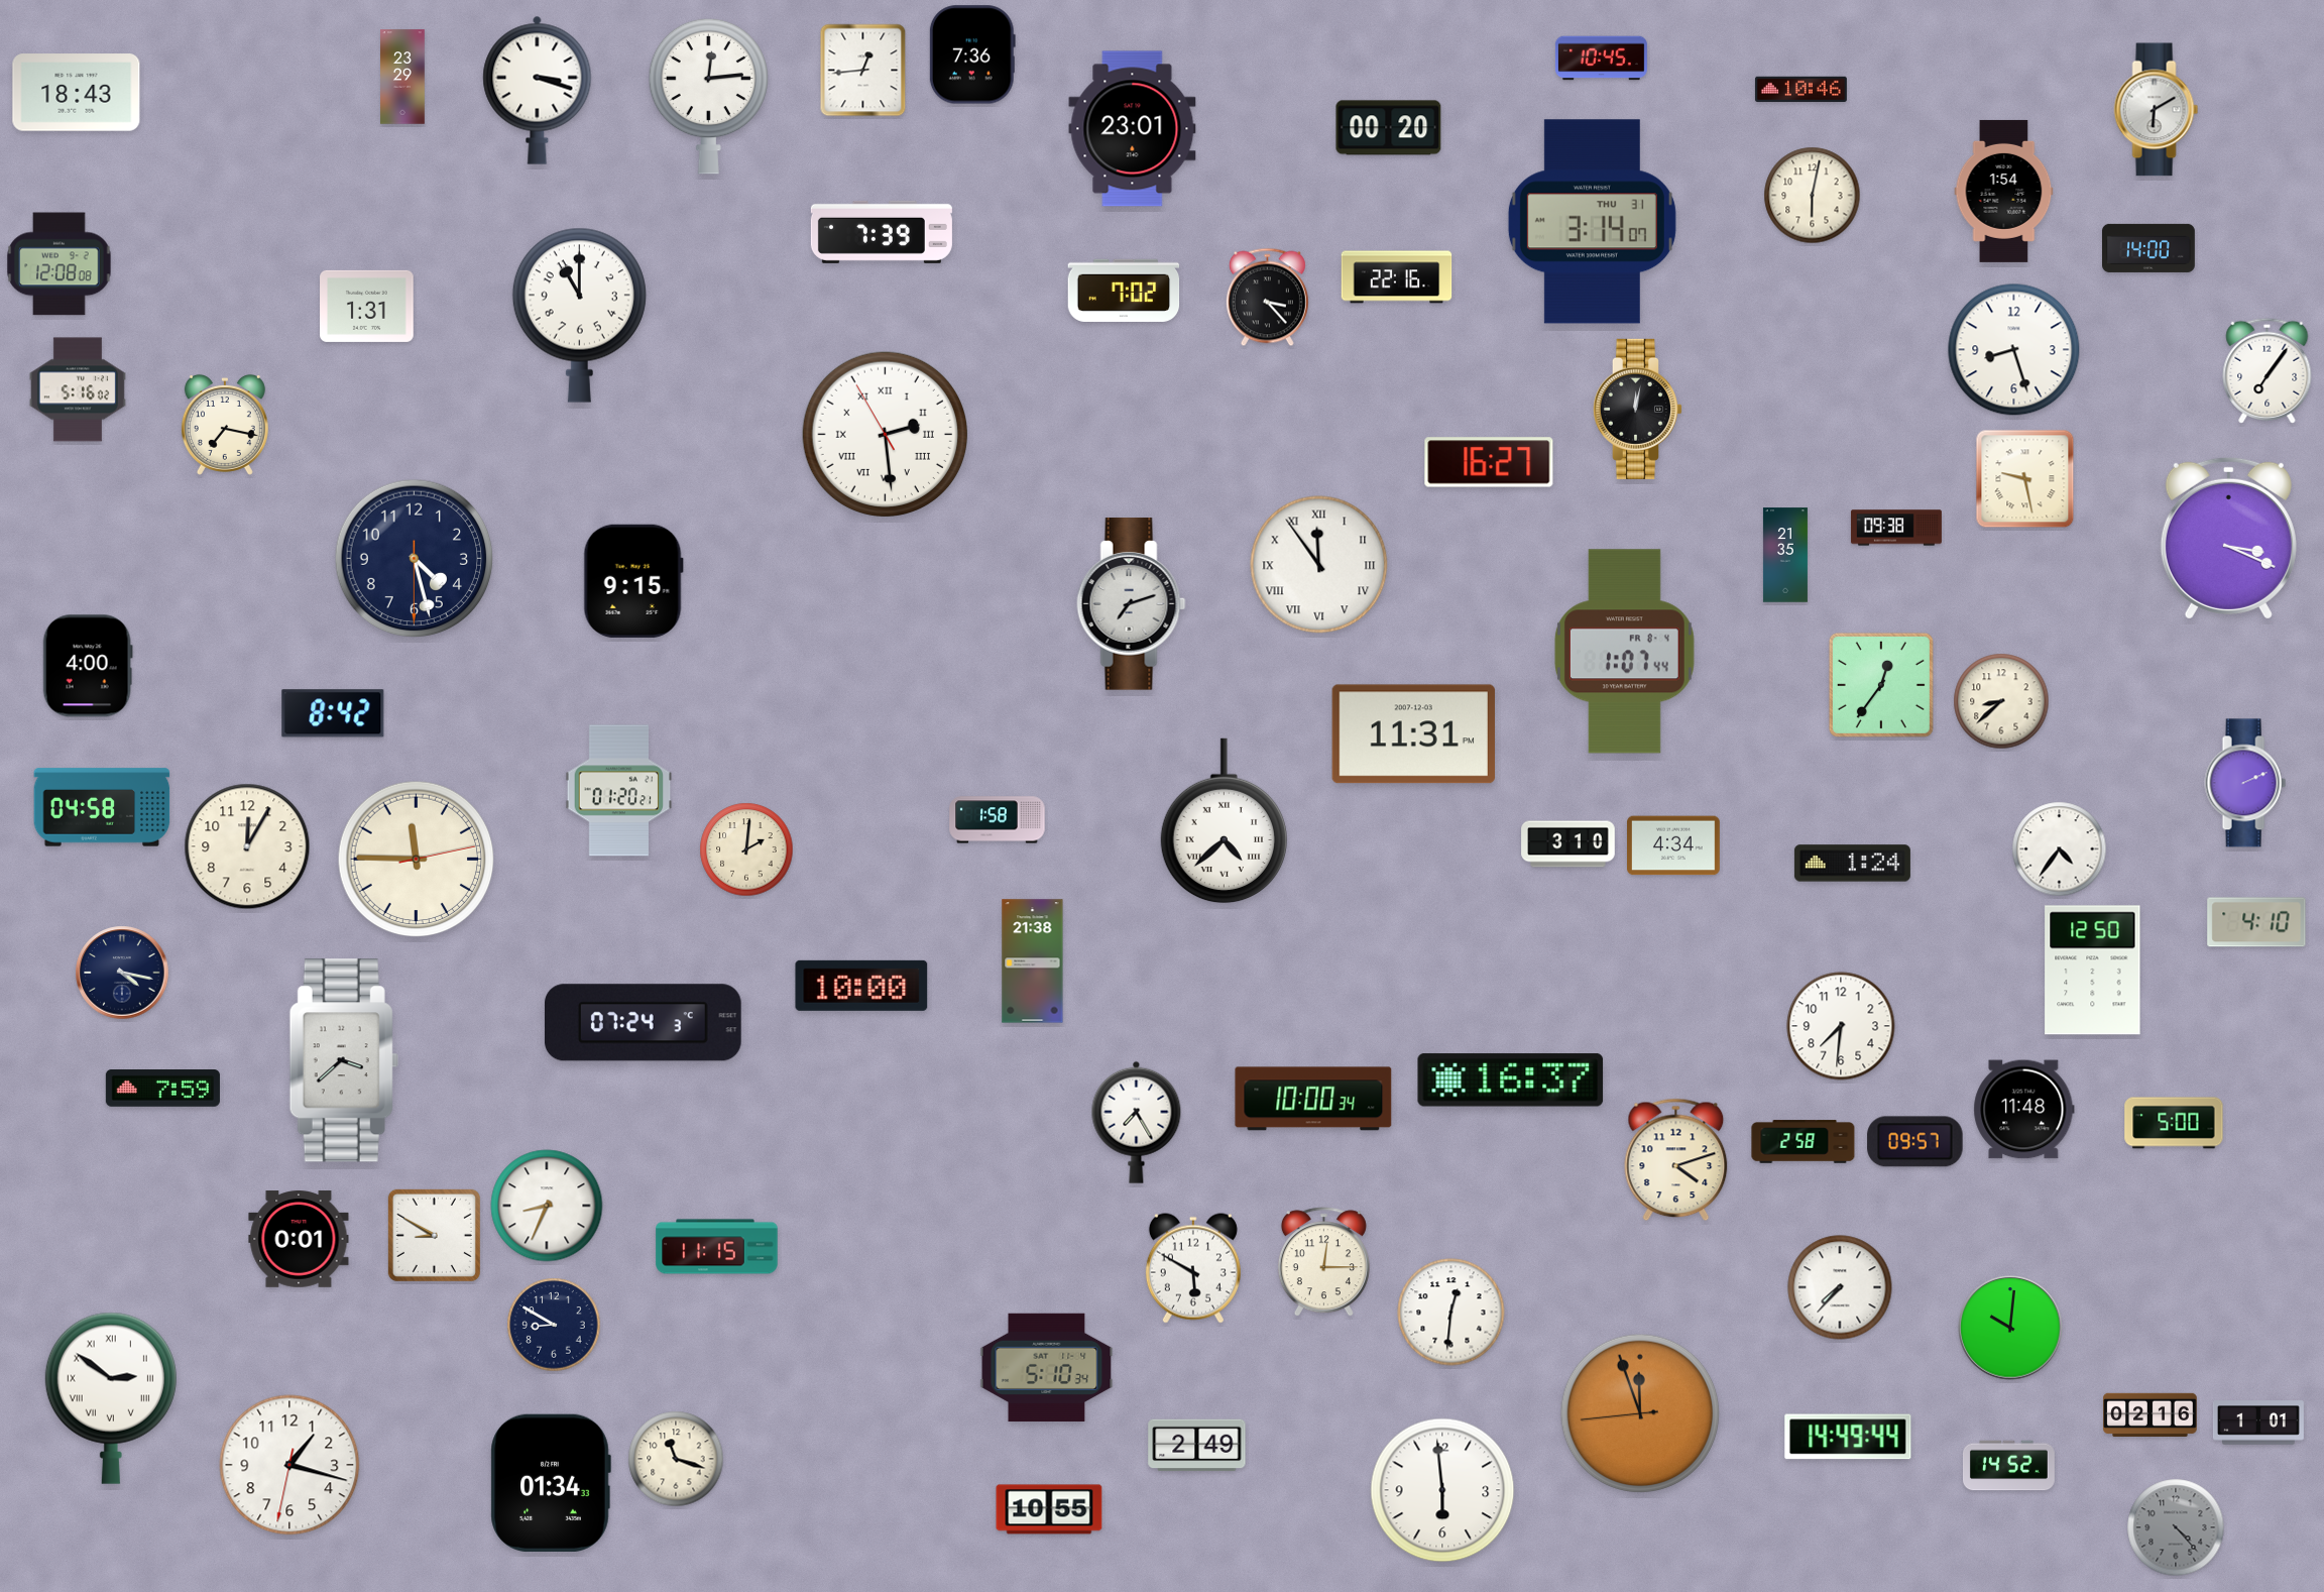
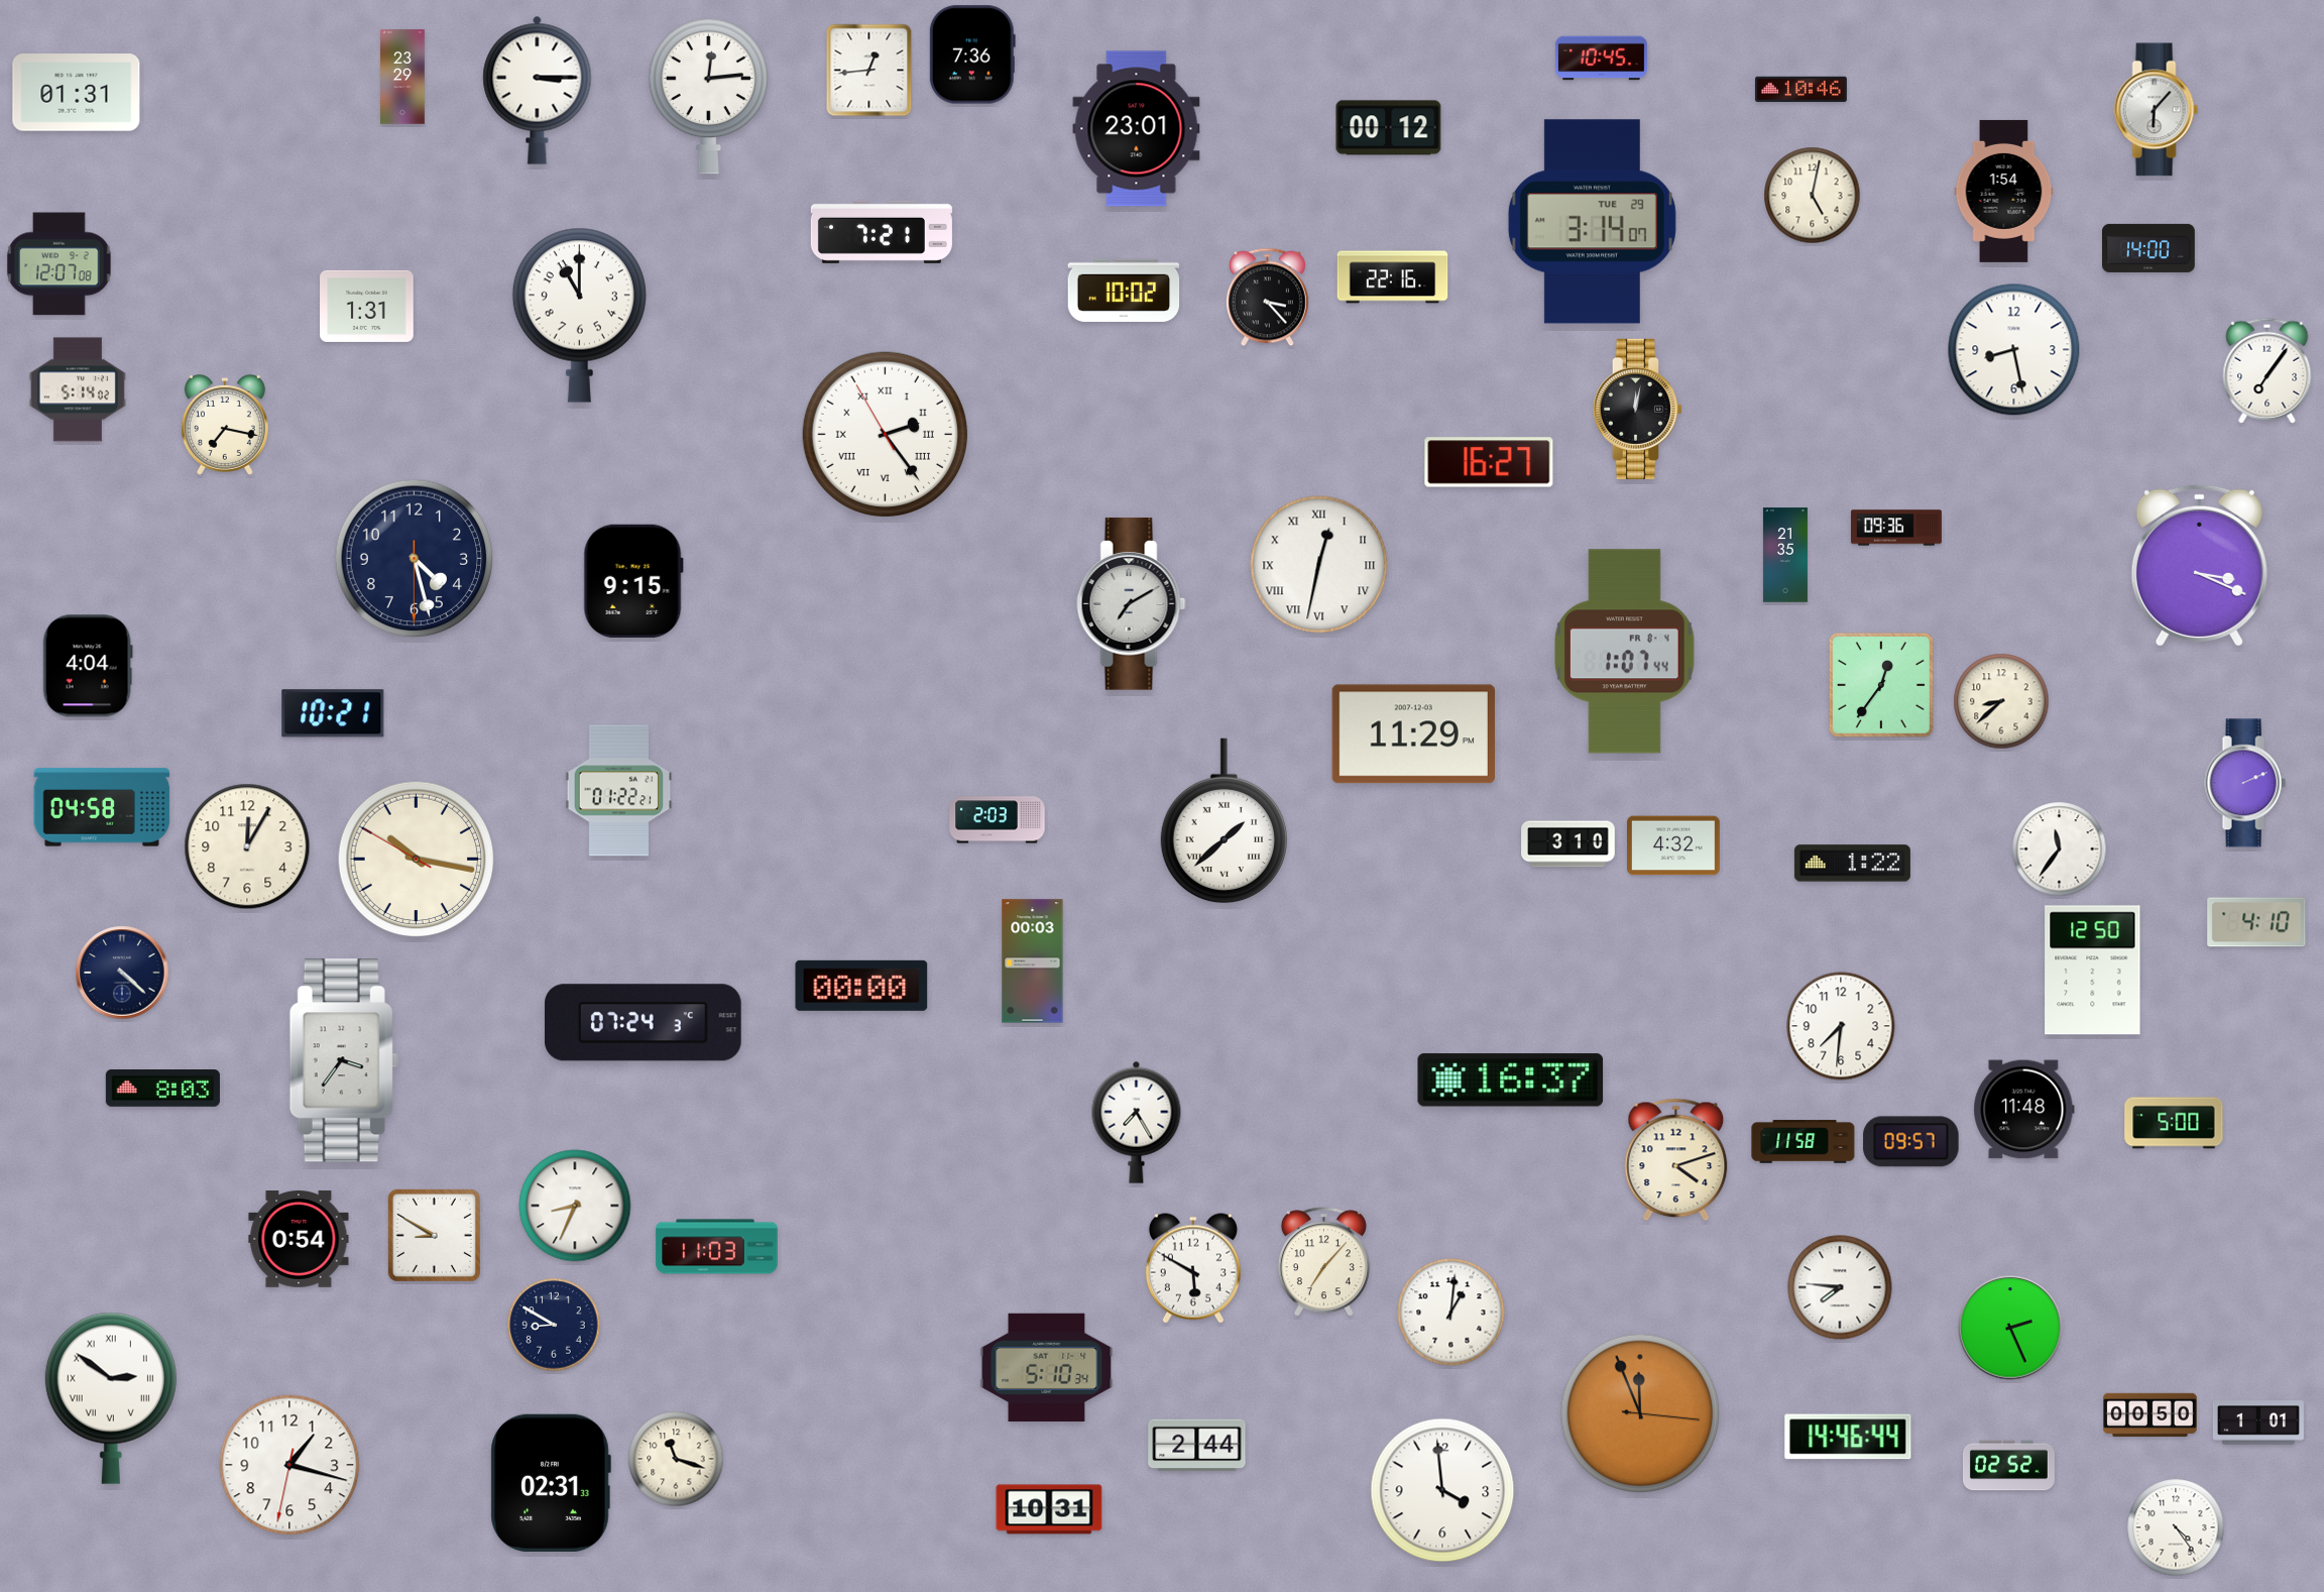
clock at (863, 71) position: (863, 71) -> (869, 71)
clock at (538, 90): 3:18 -> 3:15
clock at (77, 93): 18:43 -> 01:31
clock at (2157, 110): 6:10 -> 6:07
clock at (1389, 128): 00:20 -> 00:12
clock at (1133, 129) position: (1133, 129) -> (1137, 129)
clock at (1813, 196): 6:02 -> 5:02
clock at (1592, 222) date: THU 31 -> TUE 29
clock at (882, 232): 7:39 -> 7:21
clock at (60, 264): 12:08 -> 12:07
clock at (1397, 277) position: (1397, 277) -> (1393, 277)
clock at (1124, 291): 7:02 -> 10:02
clock at (2014, 350): 8:27 -> 8:28
clock at (78, 389): 5:16 -> 5:14
clock at (885, 434): 2:28 -> 2:23
clock at (2025, 479): 9:28 -> none
clock at (1896, 528): 09:38 -> 09:36
clock at (2228, 538) position: (2228, 538) -> (2199, 565)
clock at (1319, 565): 11:54 -> 12:32
clock at (1132, 604): 7:12 -> 7:10
clock at (88, 666): 4:00 -> 4:04
clock at (333, 713): 8:42 -> 10:21
clock at (1413, 734): 11:31 -> 11:29
clock at (619, 791): 01:20 -> 01:22
clock at (998, 820): 1:58 -> 2:03
clock at (1224, 821): 4:38 -> 1:38
clock at (1674, 845): 4:34 -> 4:32
clock at (746, 849): 2:01 -> none
clock at (2060, 849): 4:36 -> 11:36
clock at (417, 860): 11:45 -> 10:16
clock at (1852, 864): 1:24 -> 1:22
clock at (1033, 961): 21:38 -> 00:03
clock at (122, 973): 4:17 -> 4:22
clock at (861, 986): 10:00 -> 00:00
clock at (344, 1060): 3:38 -> 3:36
clock at (162, 1089): 7:59 -> 8:03
clock at (1313, 1099): 10:00 -> none
clock at (1804, 1142): 2:58 -> 11:58
clock at (1915, 1142) position: (1915, 1142) -> (1911, 1142)
clock at (547, 1206) position: (547, 1206) -> (575, 1206)
clock at (299, 1239): 0:01 -> 0:54
clock at (717, 1247): 11:15 -> 11:03
clock at (1323, 1262): 12:15 -> 7:07
clock at (1840, 1287): 7:37 -> 7:46
clock at (1451, 1313): 12:31 -> 1:01
clock at (2010, 1328): 10:01 -> 2:26
clock at (1640, 1413): 11:56:44 -> 11:56:16
clock at (2151, 1414): 02:16 -> 00:50
clock at (1848, 1437): 14:49 -> 14:46
clock at (1197, 1446): 2:49 -> 2:44
clock at (2008, 1466): 14:52 -> 02:52
clock at (551, 1483): 01:34 -> 02:31
clock at (1442, 1490): 5:59 -> 3:59
clock at (1049, 1509): 10:55 -> 10:31
clock at (2176, 1527): 4:23 -> 4:24
clock at (2176, 1527) dial: grey -> white
